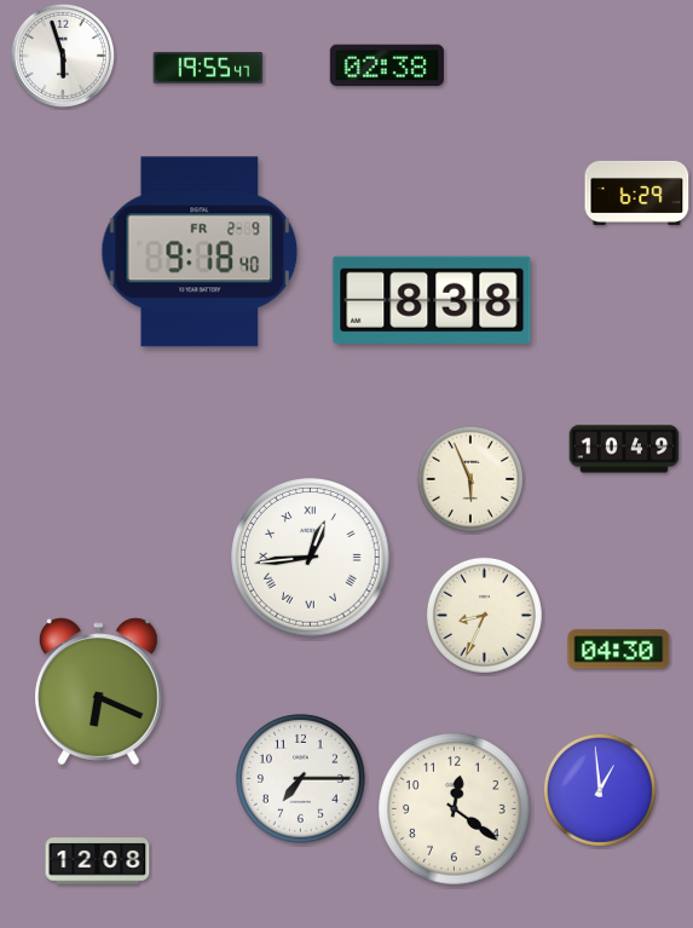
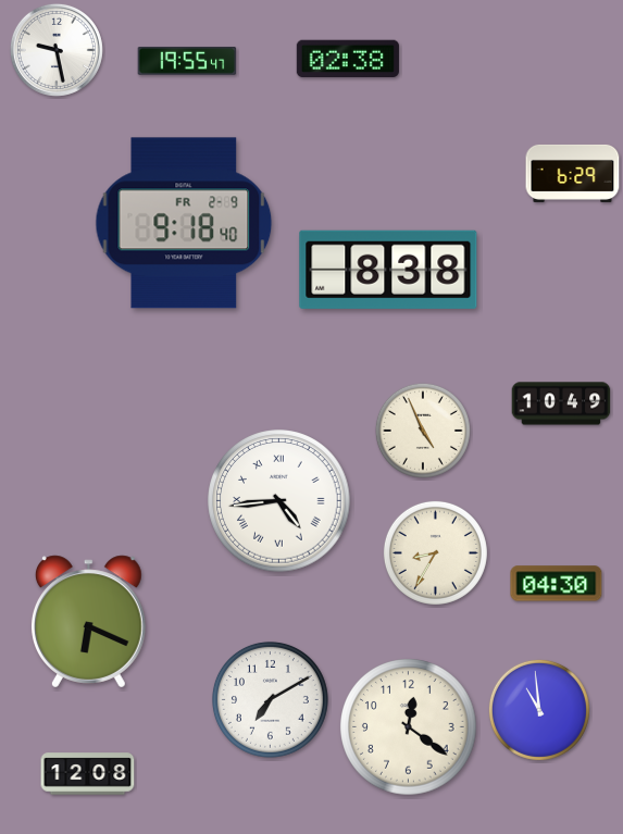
clock at (63, 56): 5:57 -> 9:28
clock at (200, 252) position: (200, 252) -> (184, 223)
clock at (470, 479): 5:56 -> 4:56
clock at (311, 558): 12:44 -> 4:44
clock at (484, 615): 8:34 -> 8:35
clock at (300, 778): 7:15 -> 7:10
clock at (600, 790): 12:59 -> 10:59
